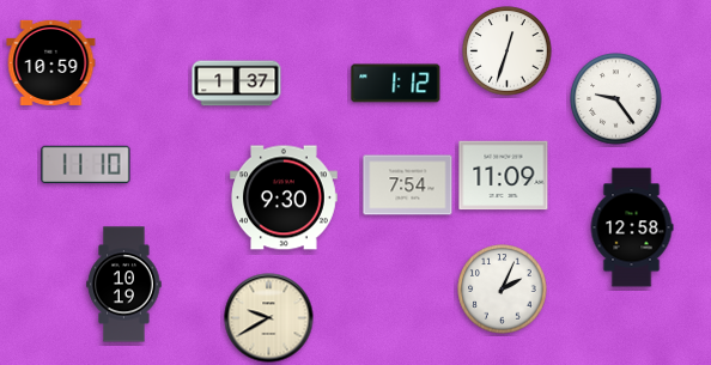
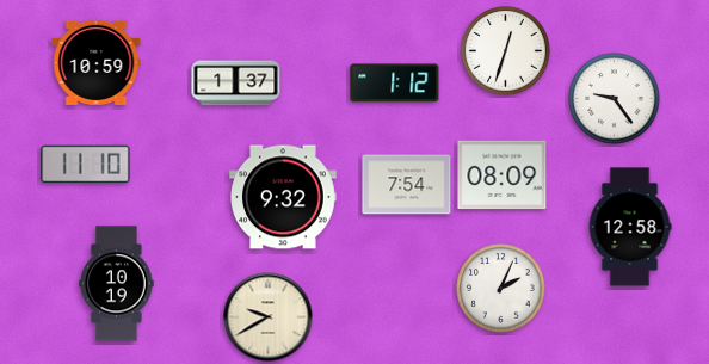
clock at (51, 62) position: (51, 62) -> (97, 62)
clock at (504, 176): 11:09 -> 08:09
clock at (284, 197): 9:30 -> 9:32
clock at (124, 285) position: (124, 285) -> (117, 284)
